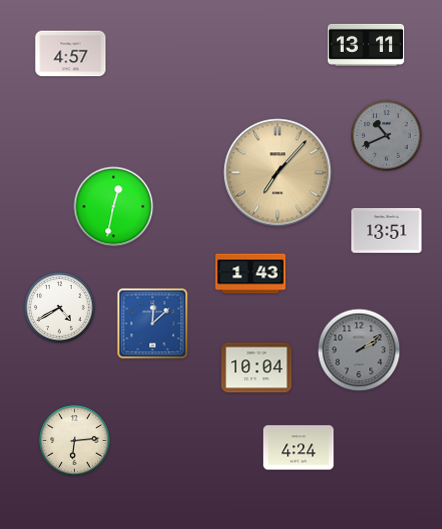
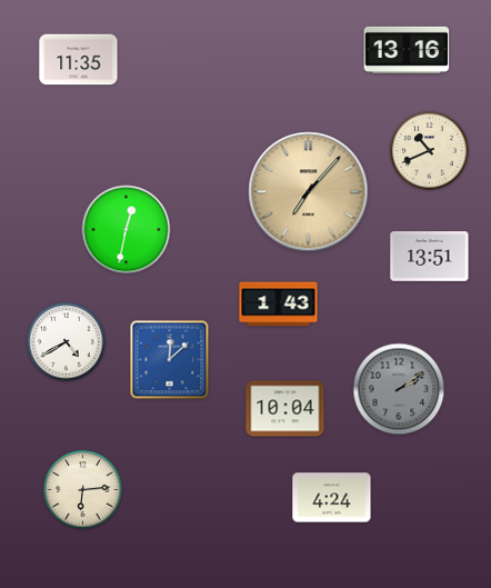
clock at (366, 45): 13:11 -> 13:16
clock at (71, 54): 4:57 -> 11:35
clock at (387, 136) dial: grey -> cream
